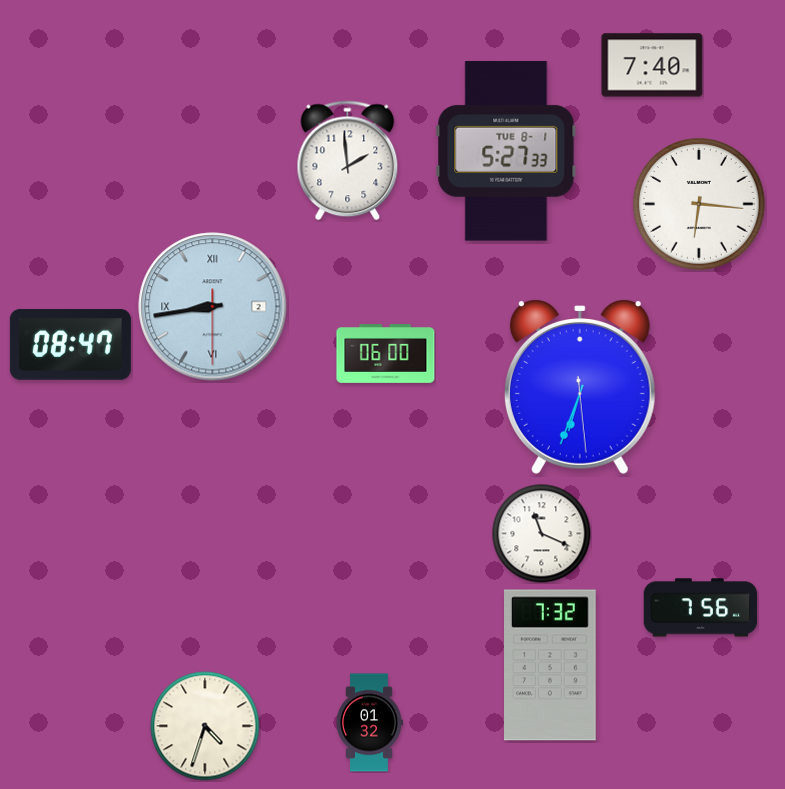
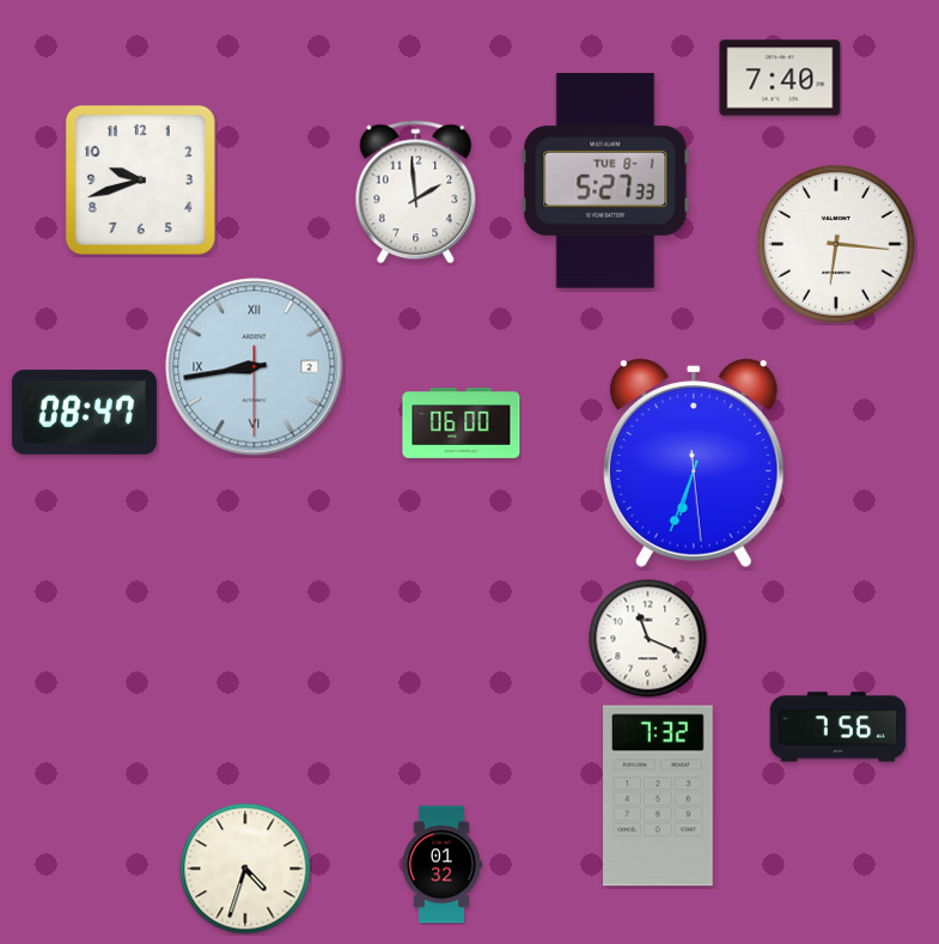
clock at (140, 179): none -> 9:42
